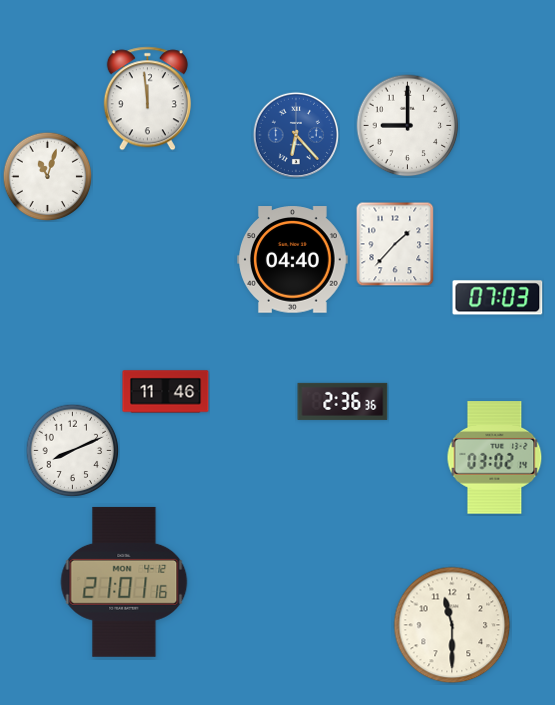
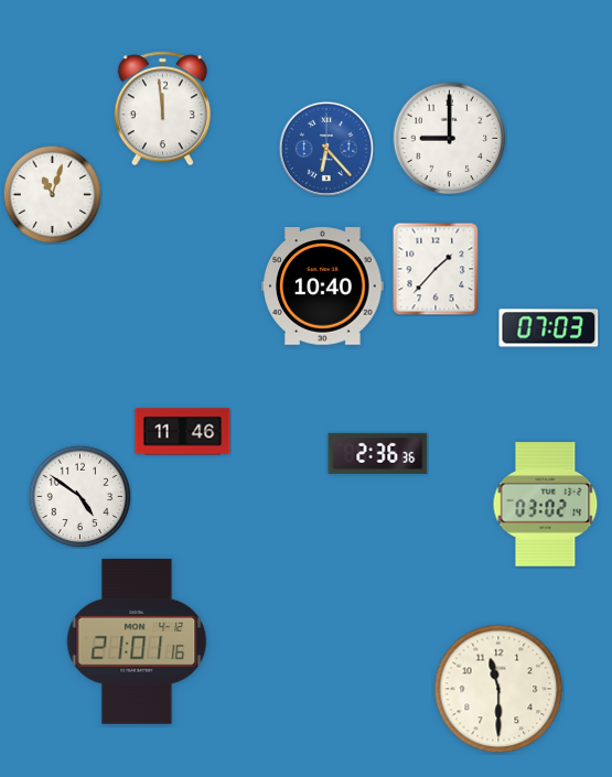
clock at (293, 260): 04:40 -> 10:40
clock at (343, 401) position: (343, 401) -> (378, 453)
clock at (72, 450): 8:11 -> 4:51
